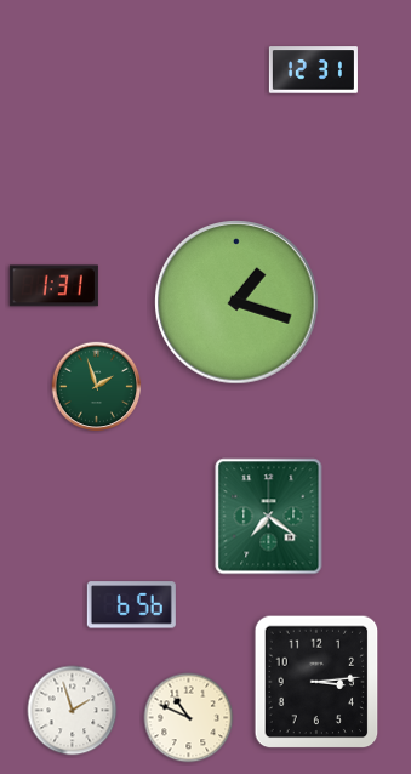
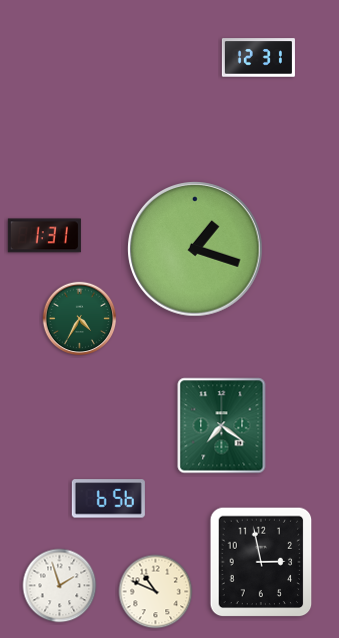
clock at (97, 387): 1:57 -> 4:35
clock at (316, 682): 3:14 -> 2:58
